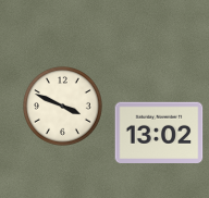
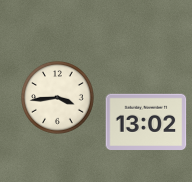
clock at (63, 107): 3:49 -> 3:44
